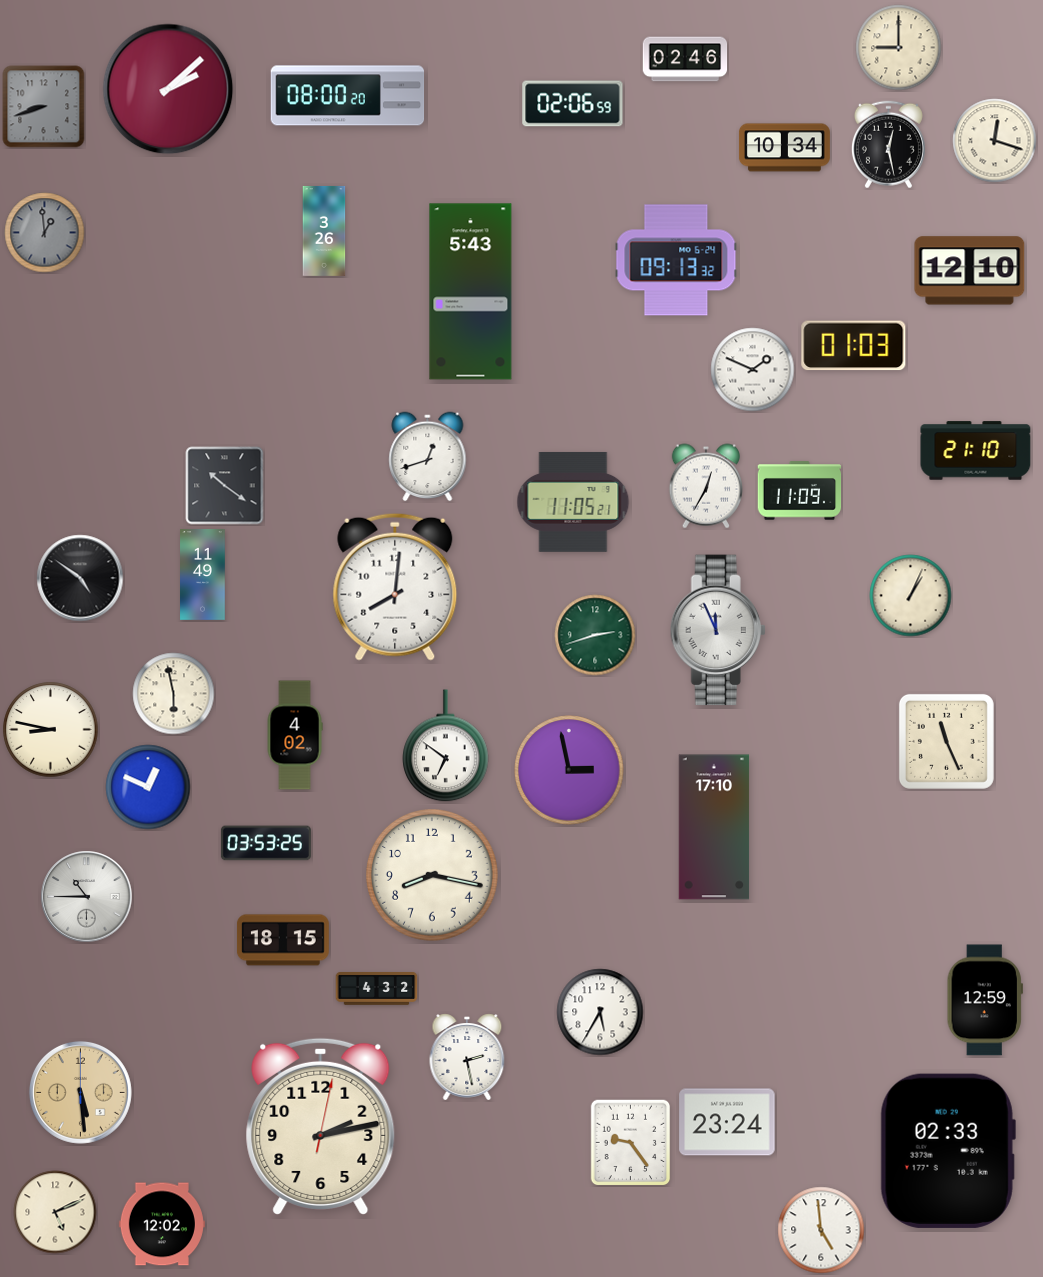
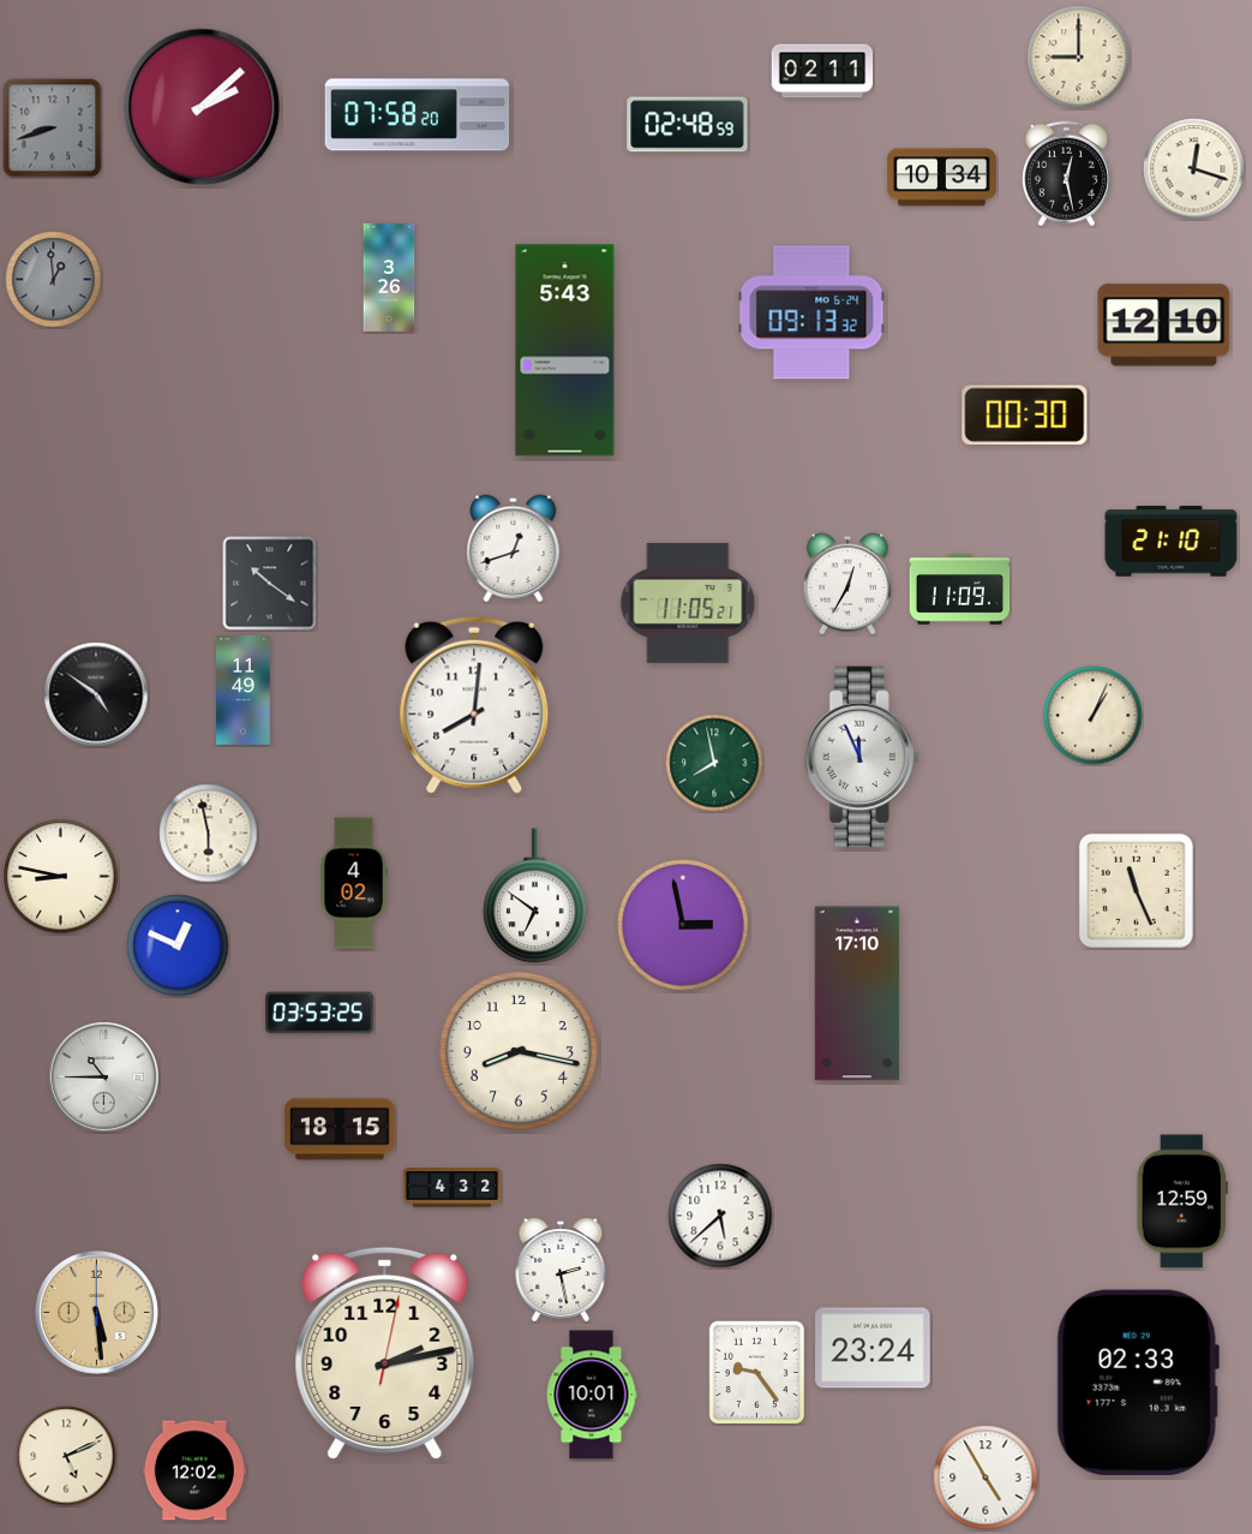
clock at (685, 59): 02:46 -> 02:11
clock at (348, 96): 08:00 -> 07:58
clock at (573, 104): 02:06 -> 02:48
clock at (854, 346): 01:03 -> 00:30
clock at (753, 370): 1:49 -> none
clock at (595, 635): 2:42 -> 7:58
clock at (600, 1012): 5:35 -> 5:38
clock at (592, 1395): none -> 10:01
clock at (821, 1230): 4:59 -> 4:55
